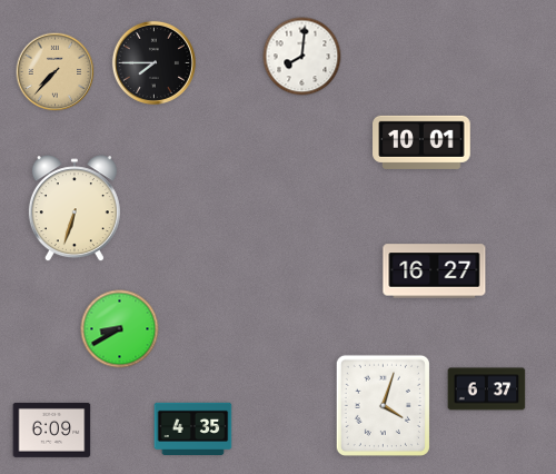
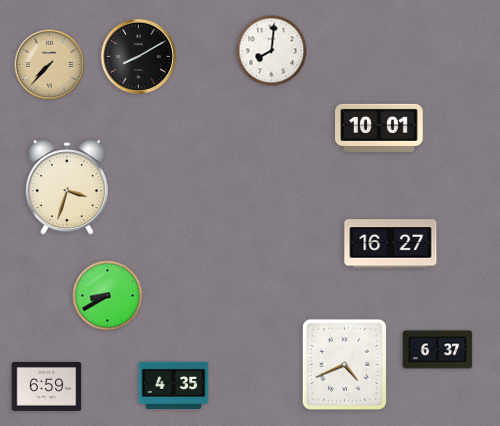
clock at (153, 62): 7:45 -> 8:10
clock at (75, 209): 6:33 -> 3:33
clock at (383, 405): 4:03 -> 4:41
clock at (52, 429): 6:09 -> 6:59
